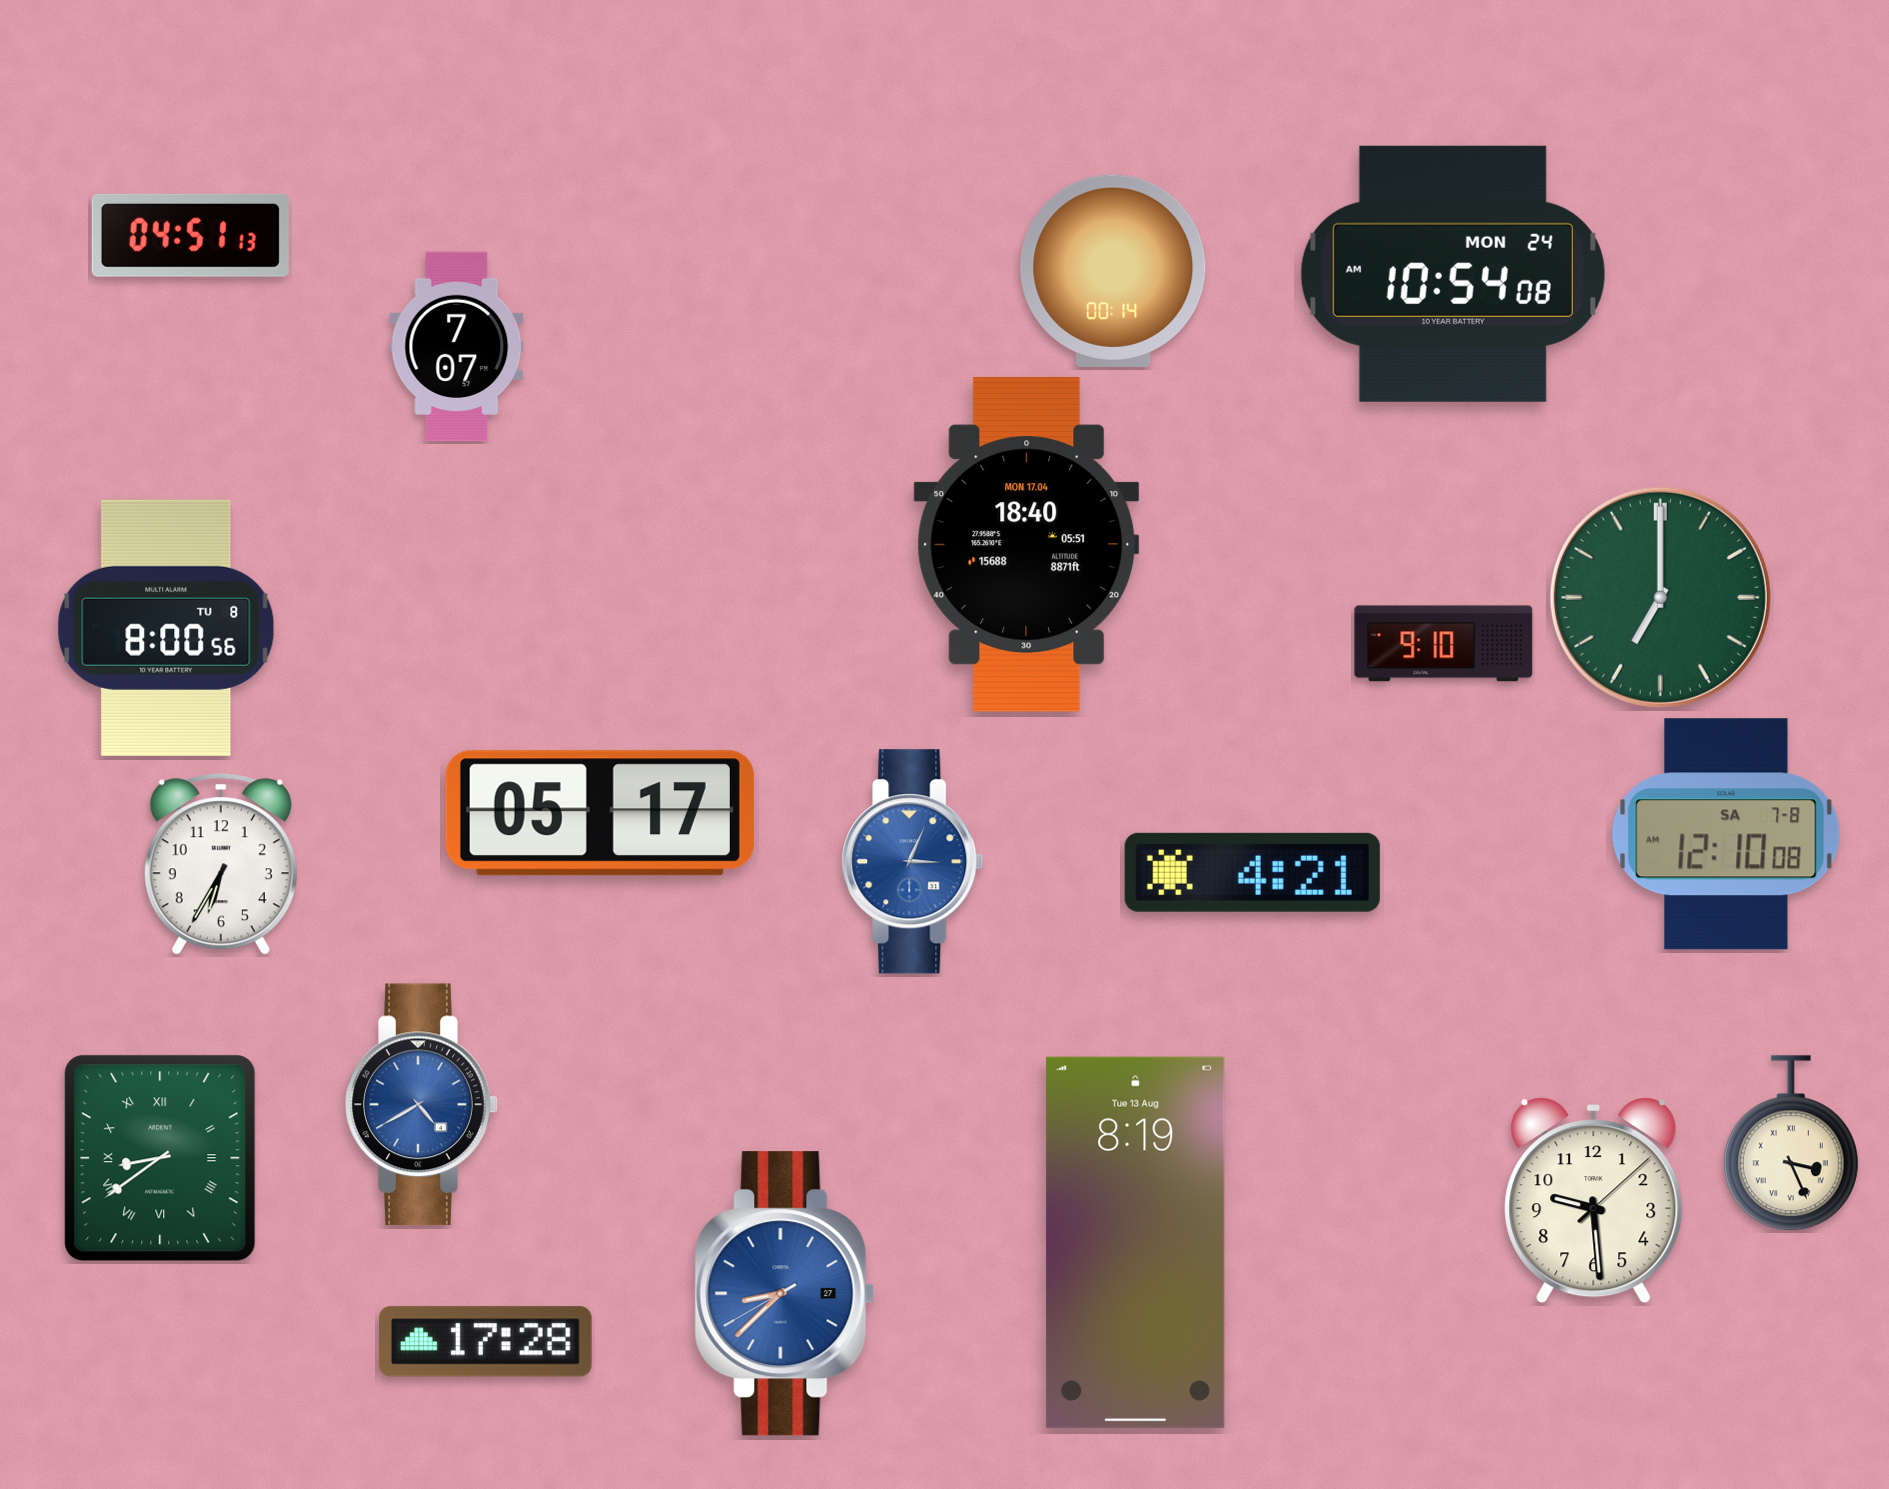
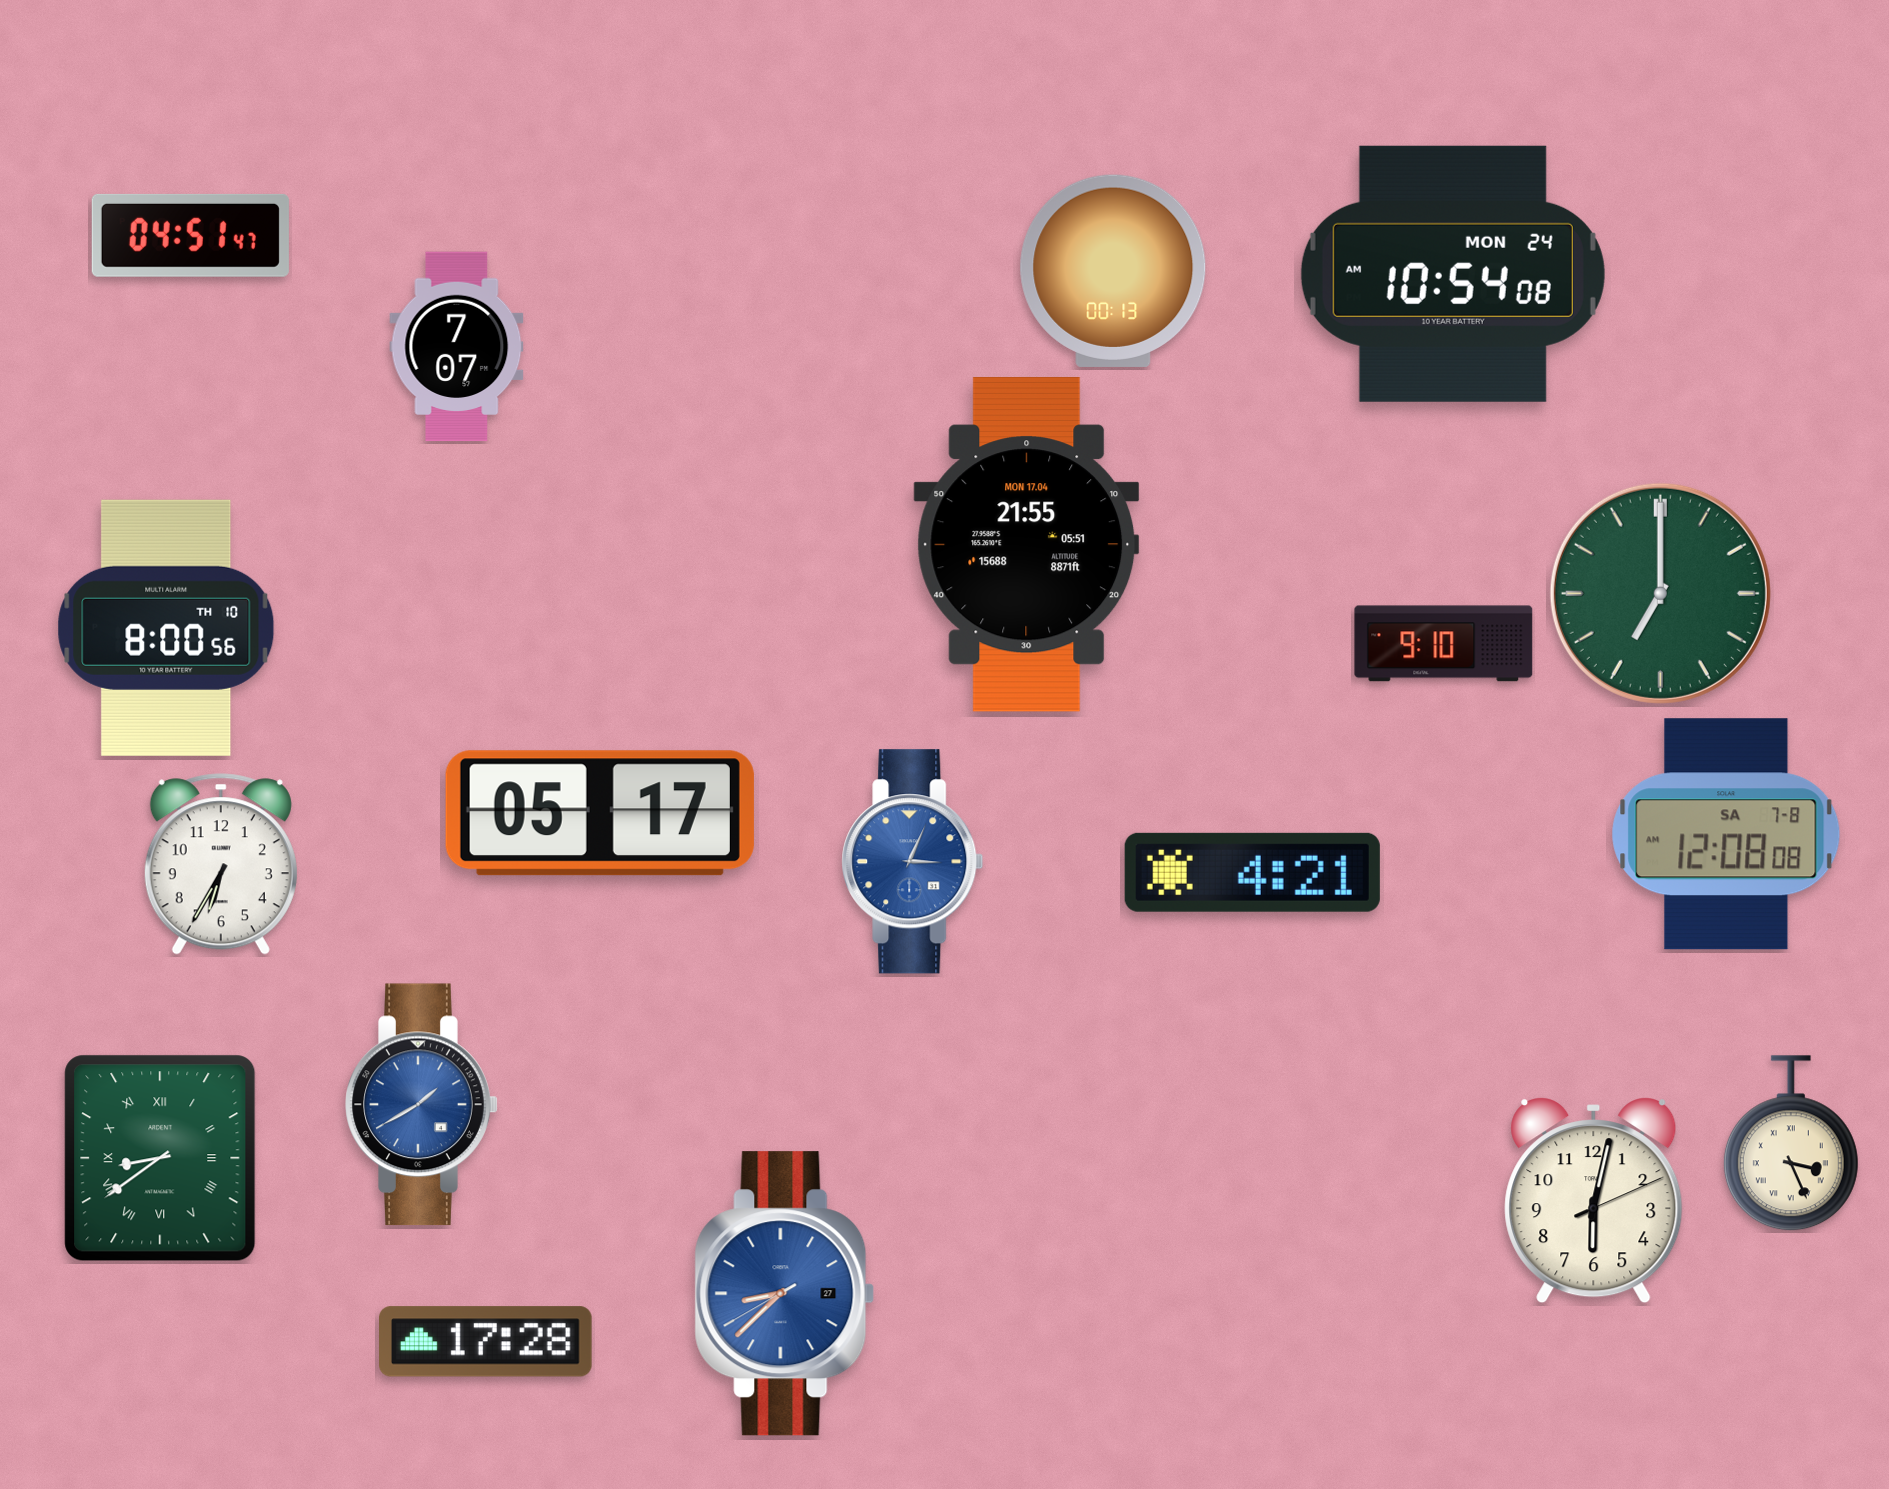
clock at (190, 235): 04:51:13 -> 04:51:47
clock at (1113, 271): 00:14 -> 00:13
clock at (1027, 545): 18:40 -> 21:55
clock at (1660, 597) position: (1660, 597) -> (1660, 593)
clock at (166, 628) date: TU 8 -> TH 10
clock at (1726, 834): 12:10 -> 12:08
clock at (422, 1105): 4:40 -> 1:40
clock at (1594, 1201): 9:29 -> 6:02
clock at (1136, 1242): 8:19 -> none
